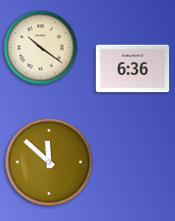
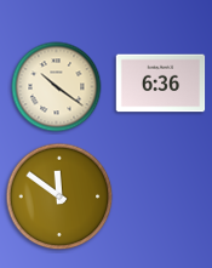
clock at (41, 48) position: (41, 48) -> (57, 87)
clock at (49, 162): 11:52 -> 11:51
